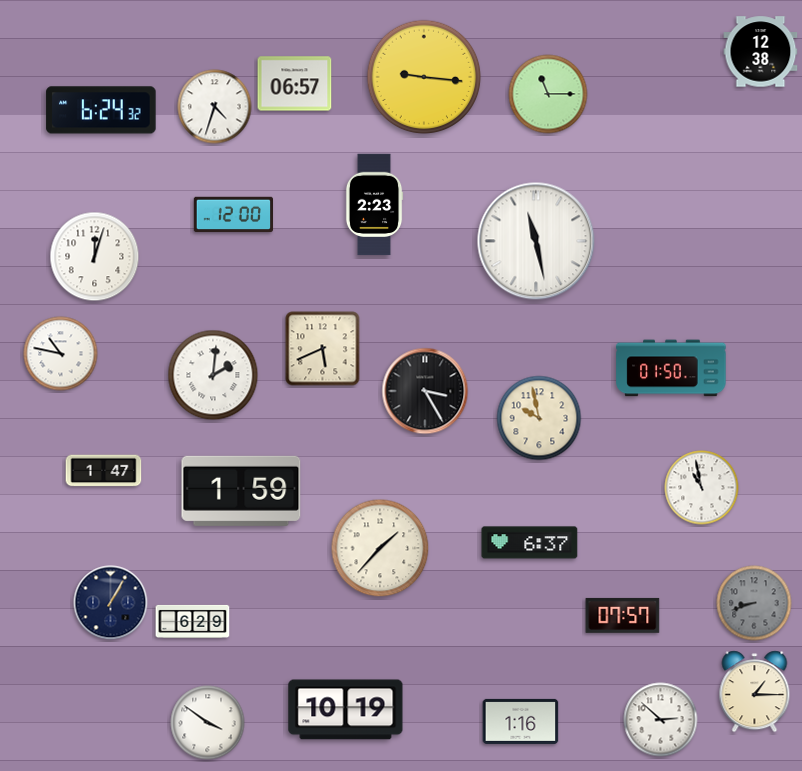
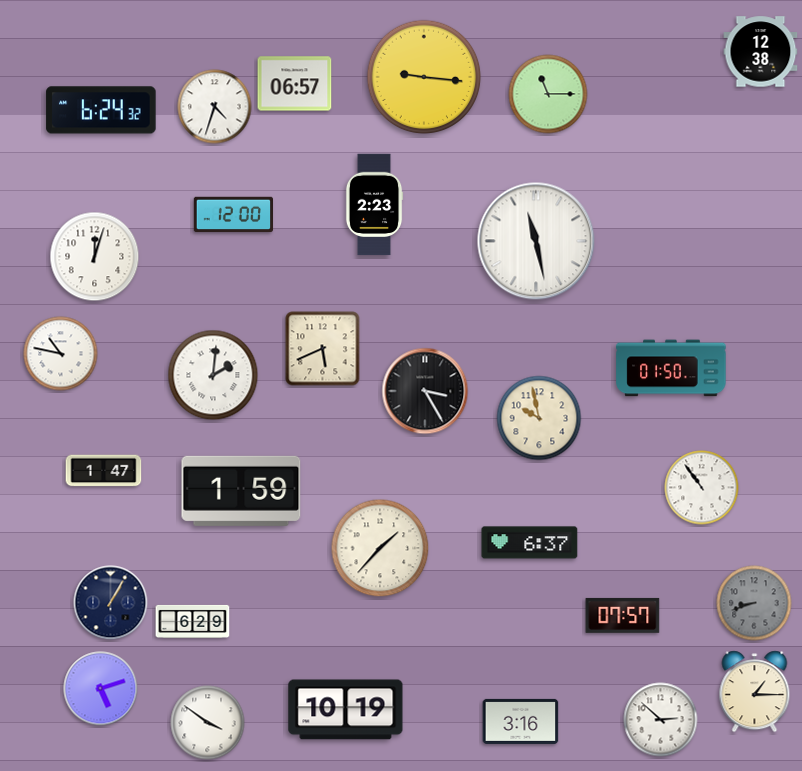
clock at (702, 488): 10:58 -> 10:54
clock at (101, 689): none -> 5:12
clock at (521, 721): 1:16 -> 3:16
